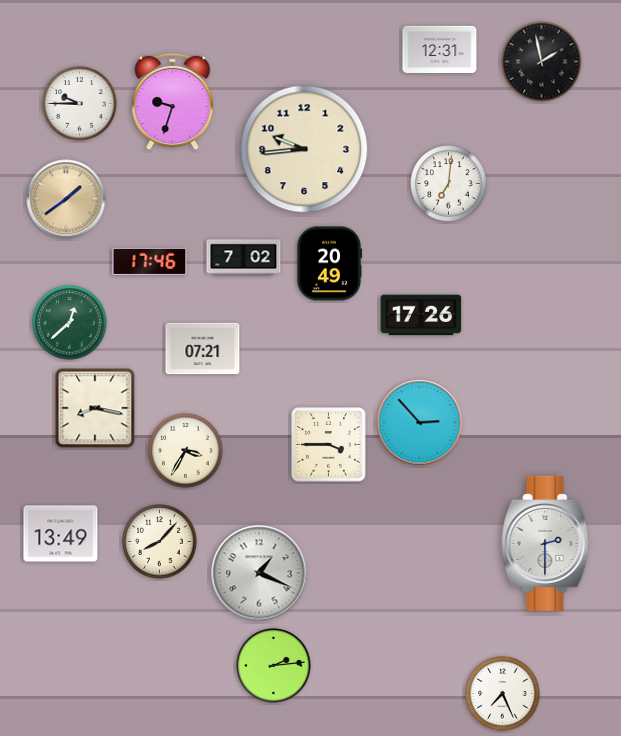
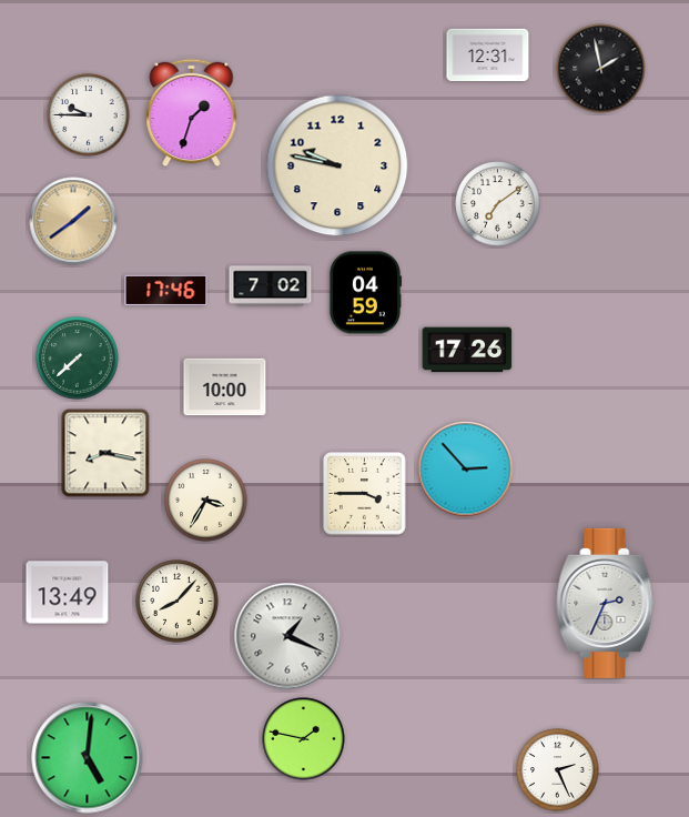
clock at (173, 102): 9:33 -> 1:33
clock at (304, 149): 9:44 -> 9:47
clock at (449, 184): 7:01 -> 7:09
clock at (328, 264): 20:49 -> 04:59
clock at (70, 323): 12:38 -> 7:38
clock at (203, 349): 07:21 -> 10:00
clock at (546, 543): 2:30 -> 2:34
clock at (274, 666): 2:14 -> 1:47
clock at (88, 758): none -> 5:01
clock at (503, 694): 7:26 -> 2:26
